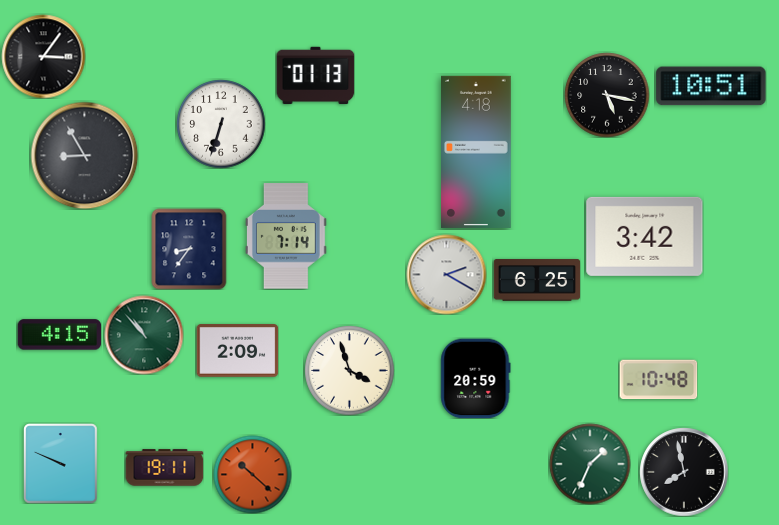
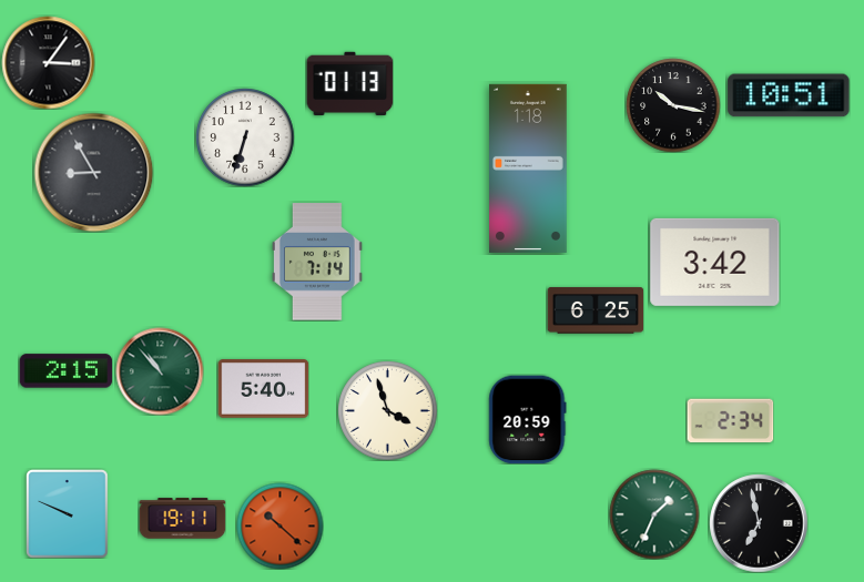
clock at (607, 95): 5:17 -> 10:17
clock at (477, 152): 4:18 -> 1:18
clock at (189, 249): 8:36 -> none
clock at (446, 274): 2:20 -> none
clock at (59, 335): 4:15 -> 2:15
clock at (237, 351): 2:09 -> 5:40
clock at (658, 380): 10:48 -> 2:34
clock at (684, 472): 7:58 -> 6:58
